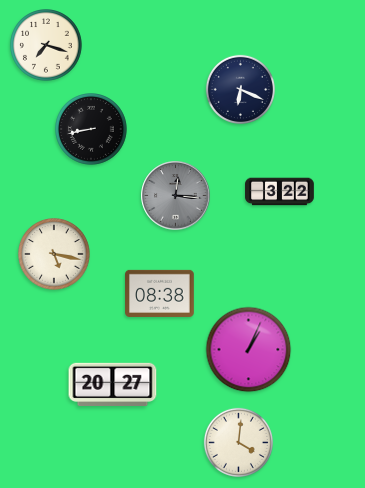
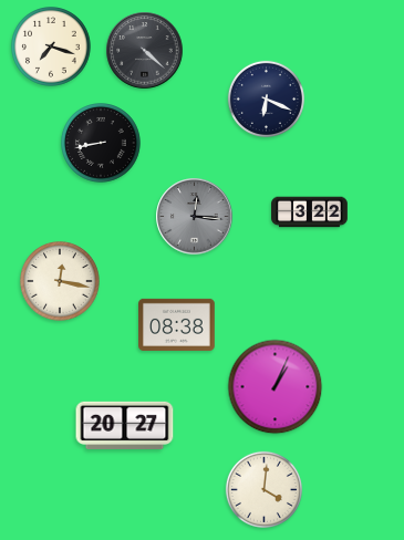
clock at (47, 46) position: (47, 46) -> (52, 48)
clock at (145, 51): none -> 4:22
clock at (55, 255): 5:17 -> 12:17
